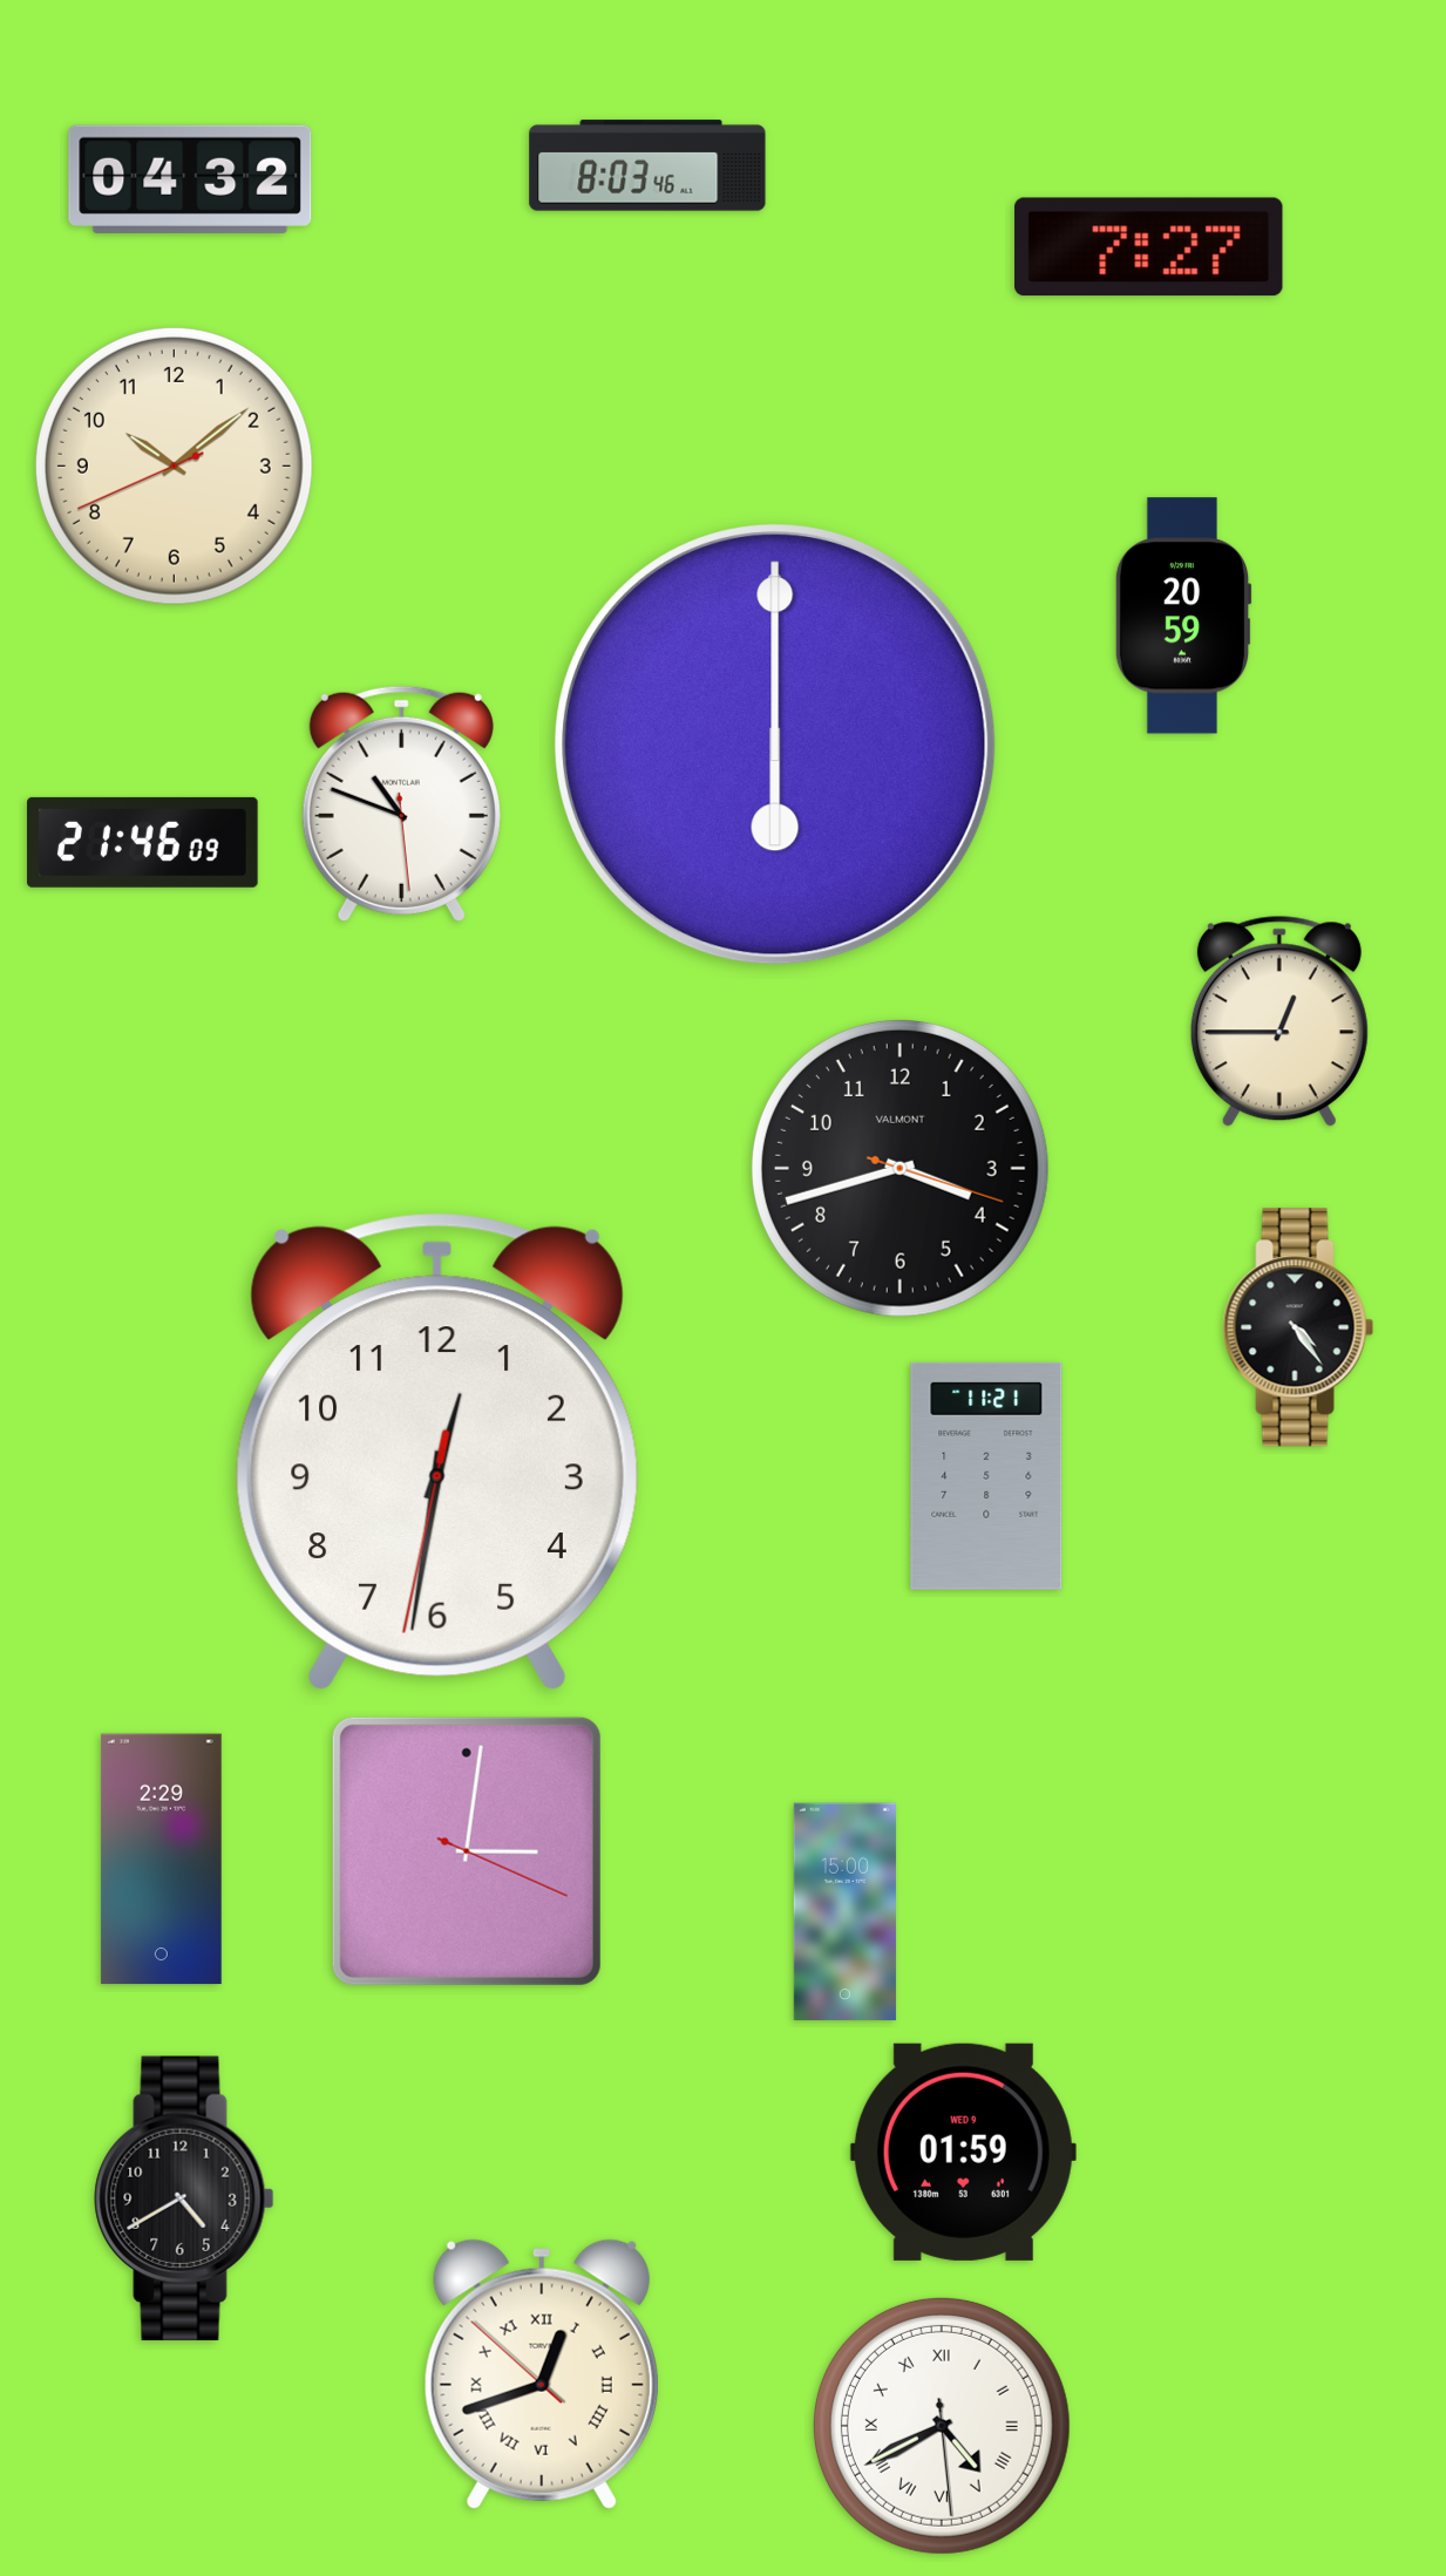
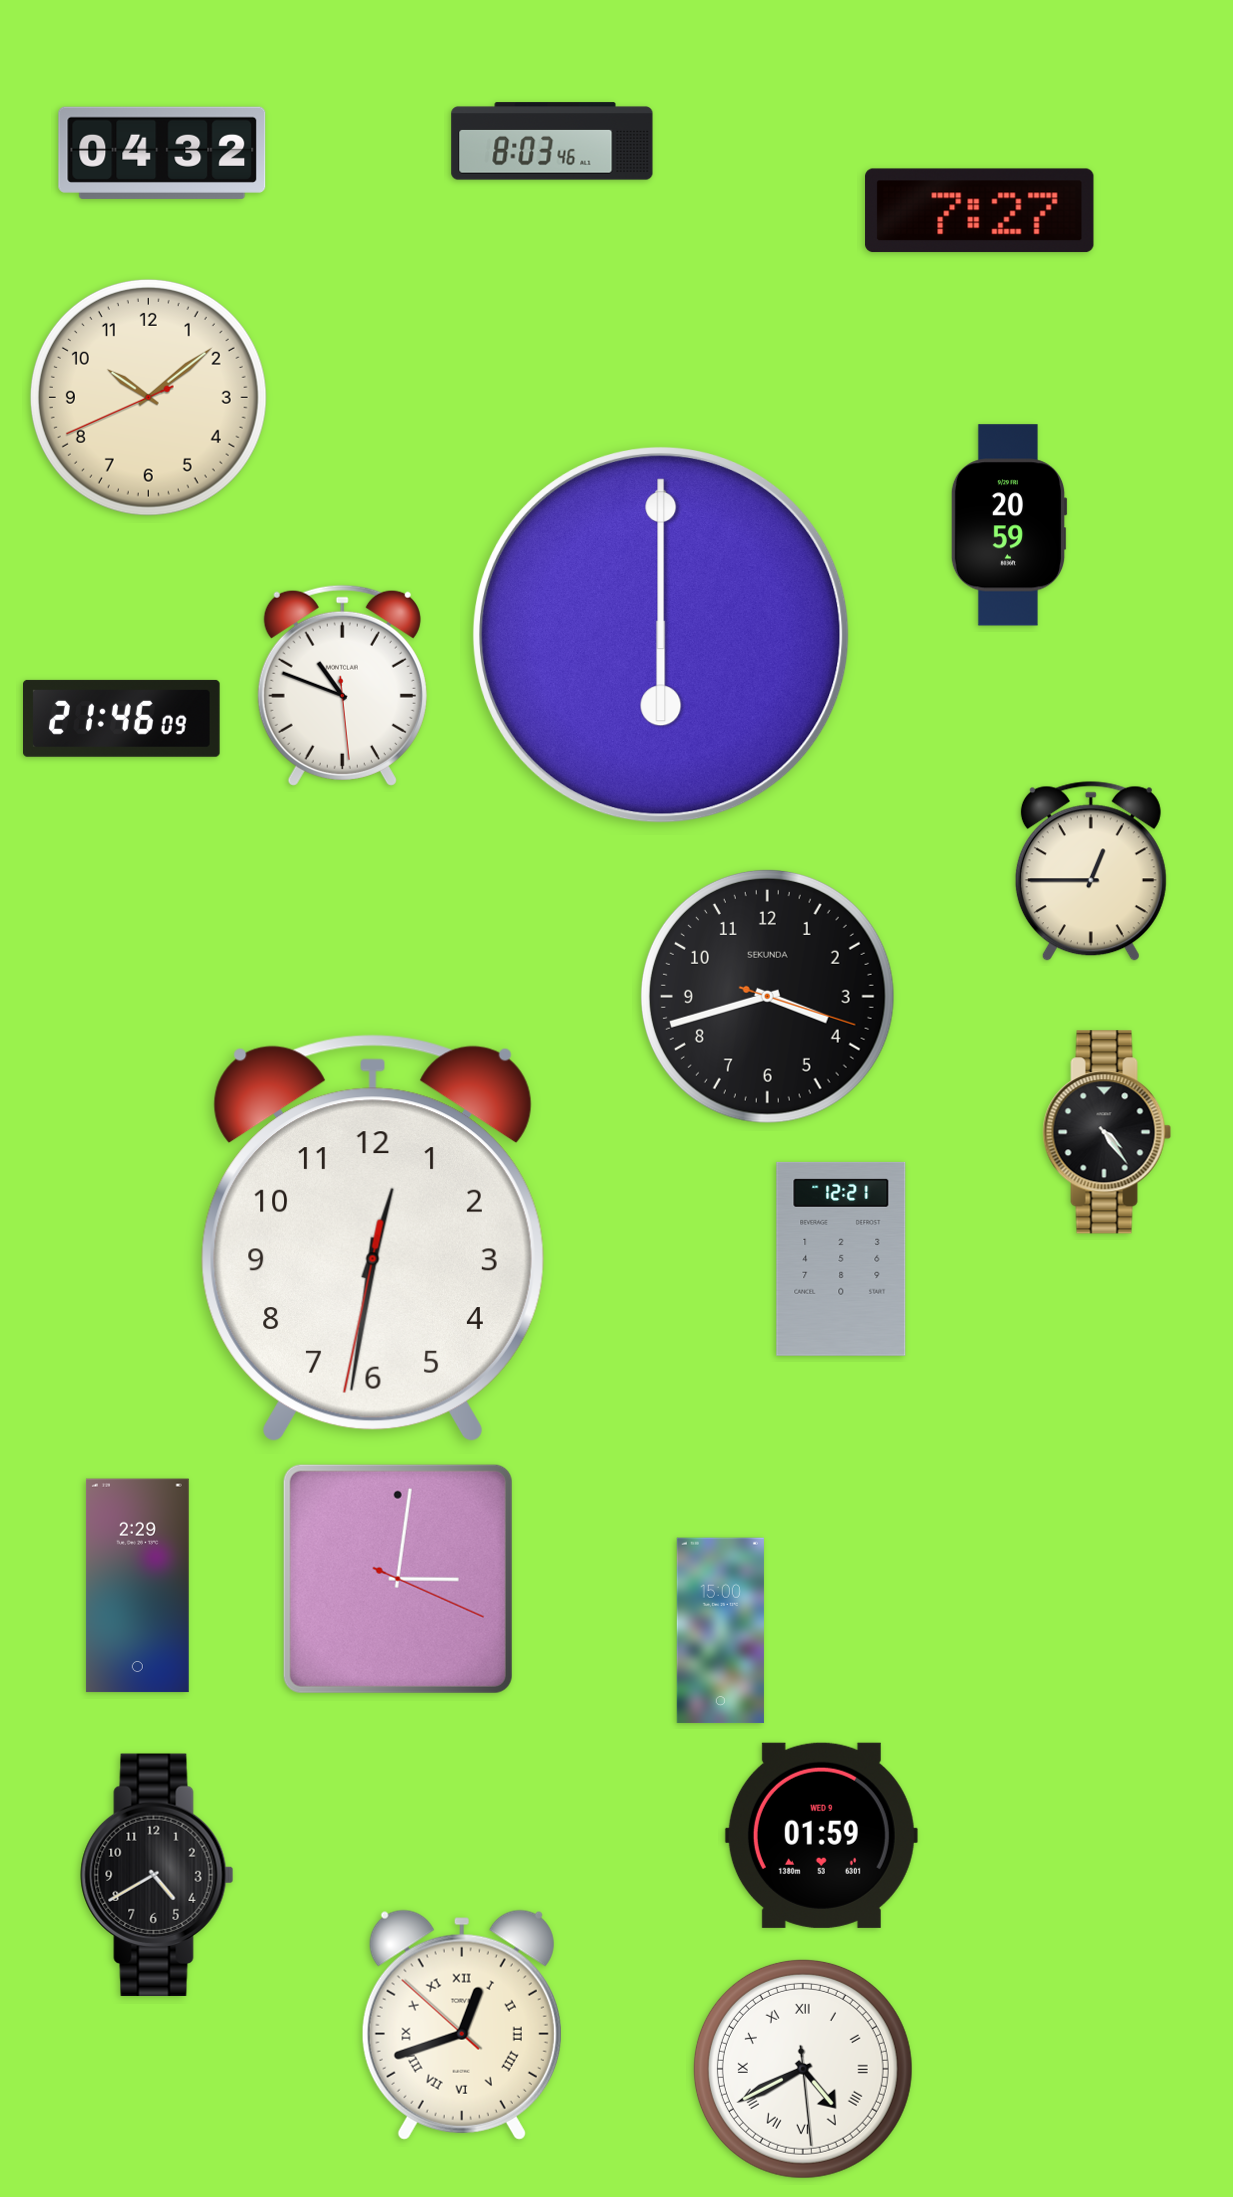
clock at (899, 1168) brand: VALMONT -> SEKUNDA
clock at (986, 1476): 11:21 -> 12:21
